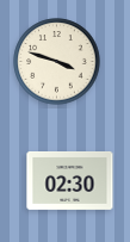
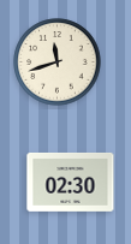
clock at (57, 62): 3:48 -> 11:42
